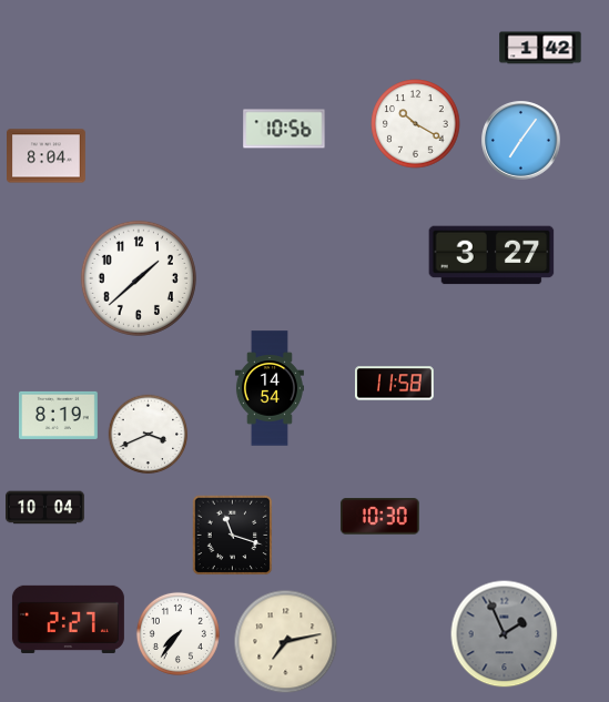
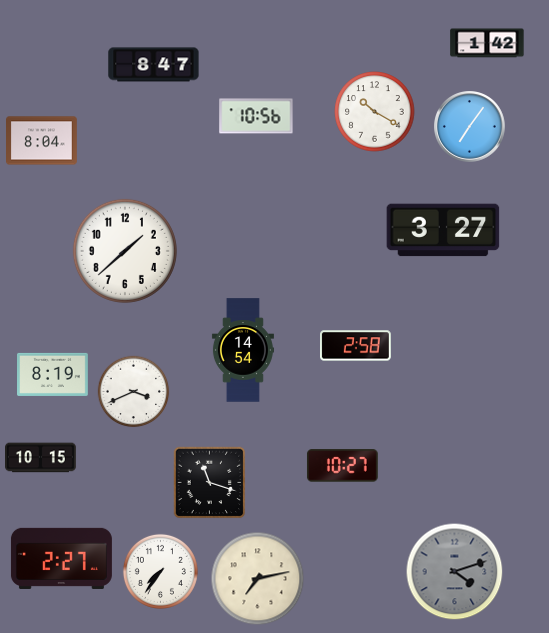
clock at (154, 65): none -> 8:47
clock at (395, 384): 11:58 -> 2:58
clock at (45, 508): 10:04 -> 10:15
clock at (379, 517): 10:30 -> 10:27
clock at (505, 634): 1:56 -> 4:12
